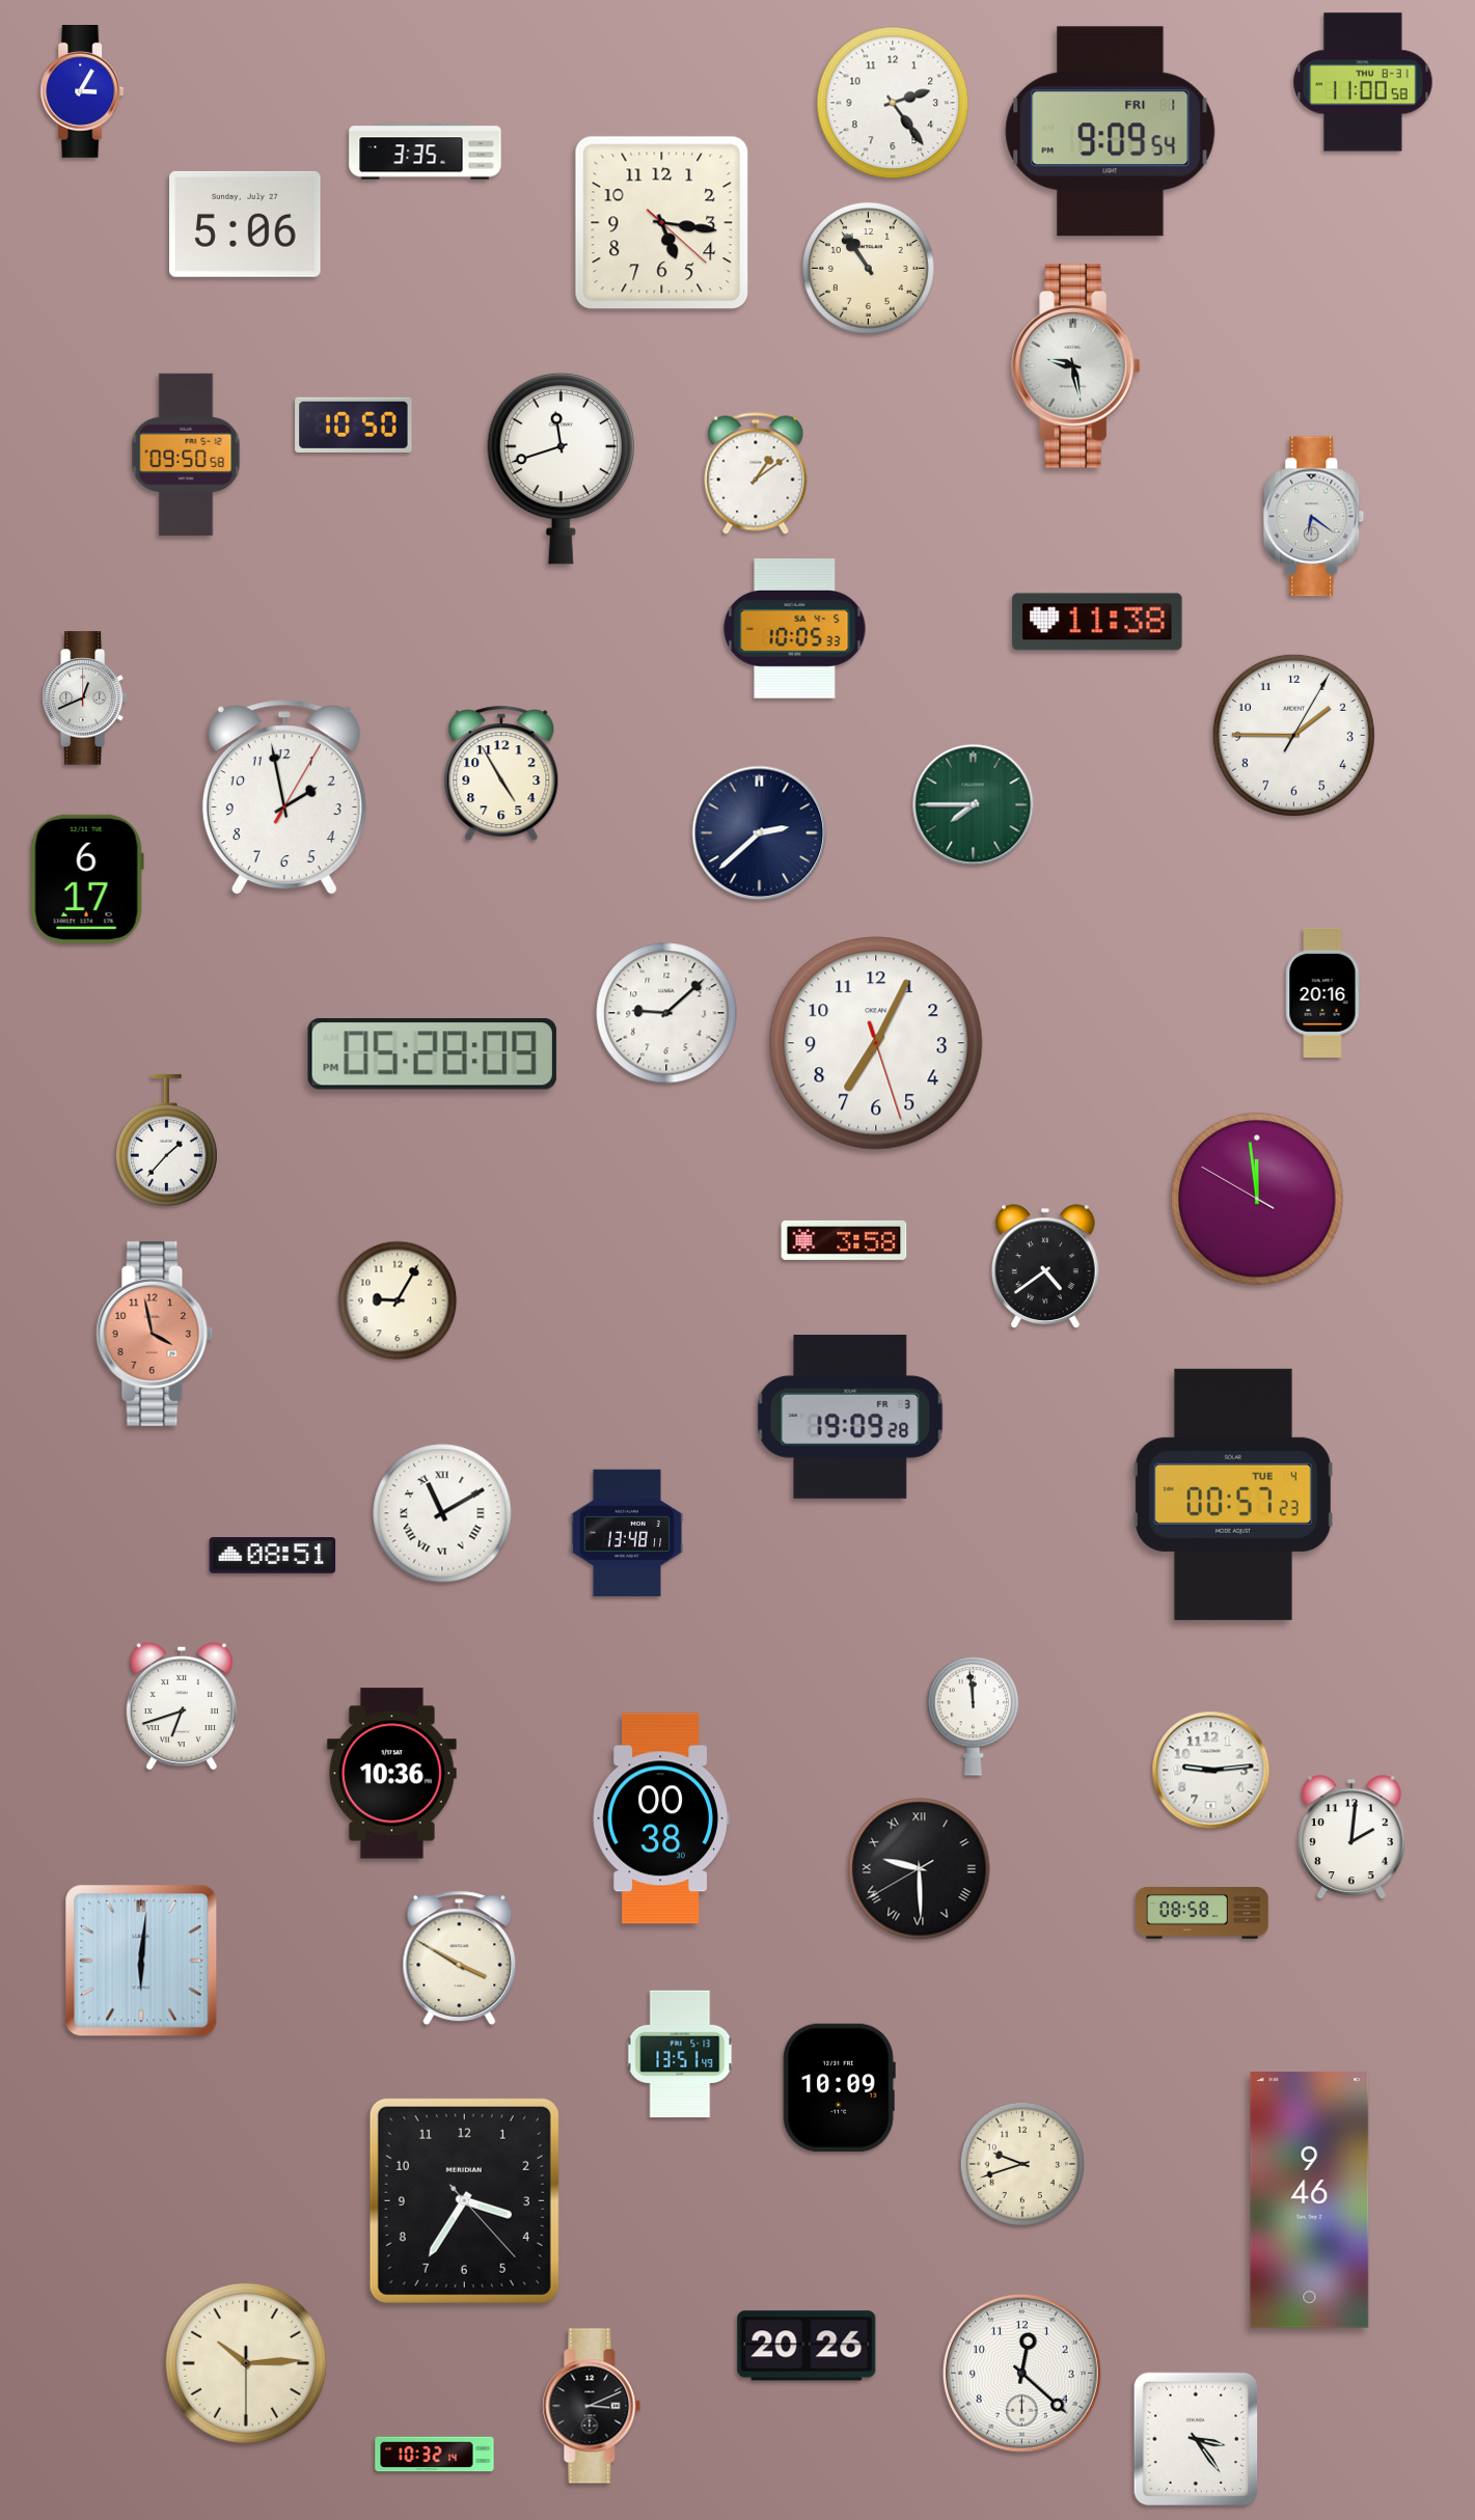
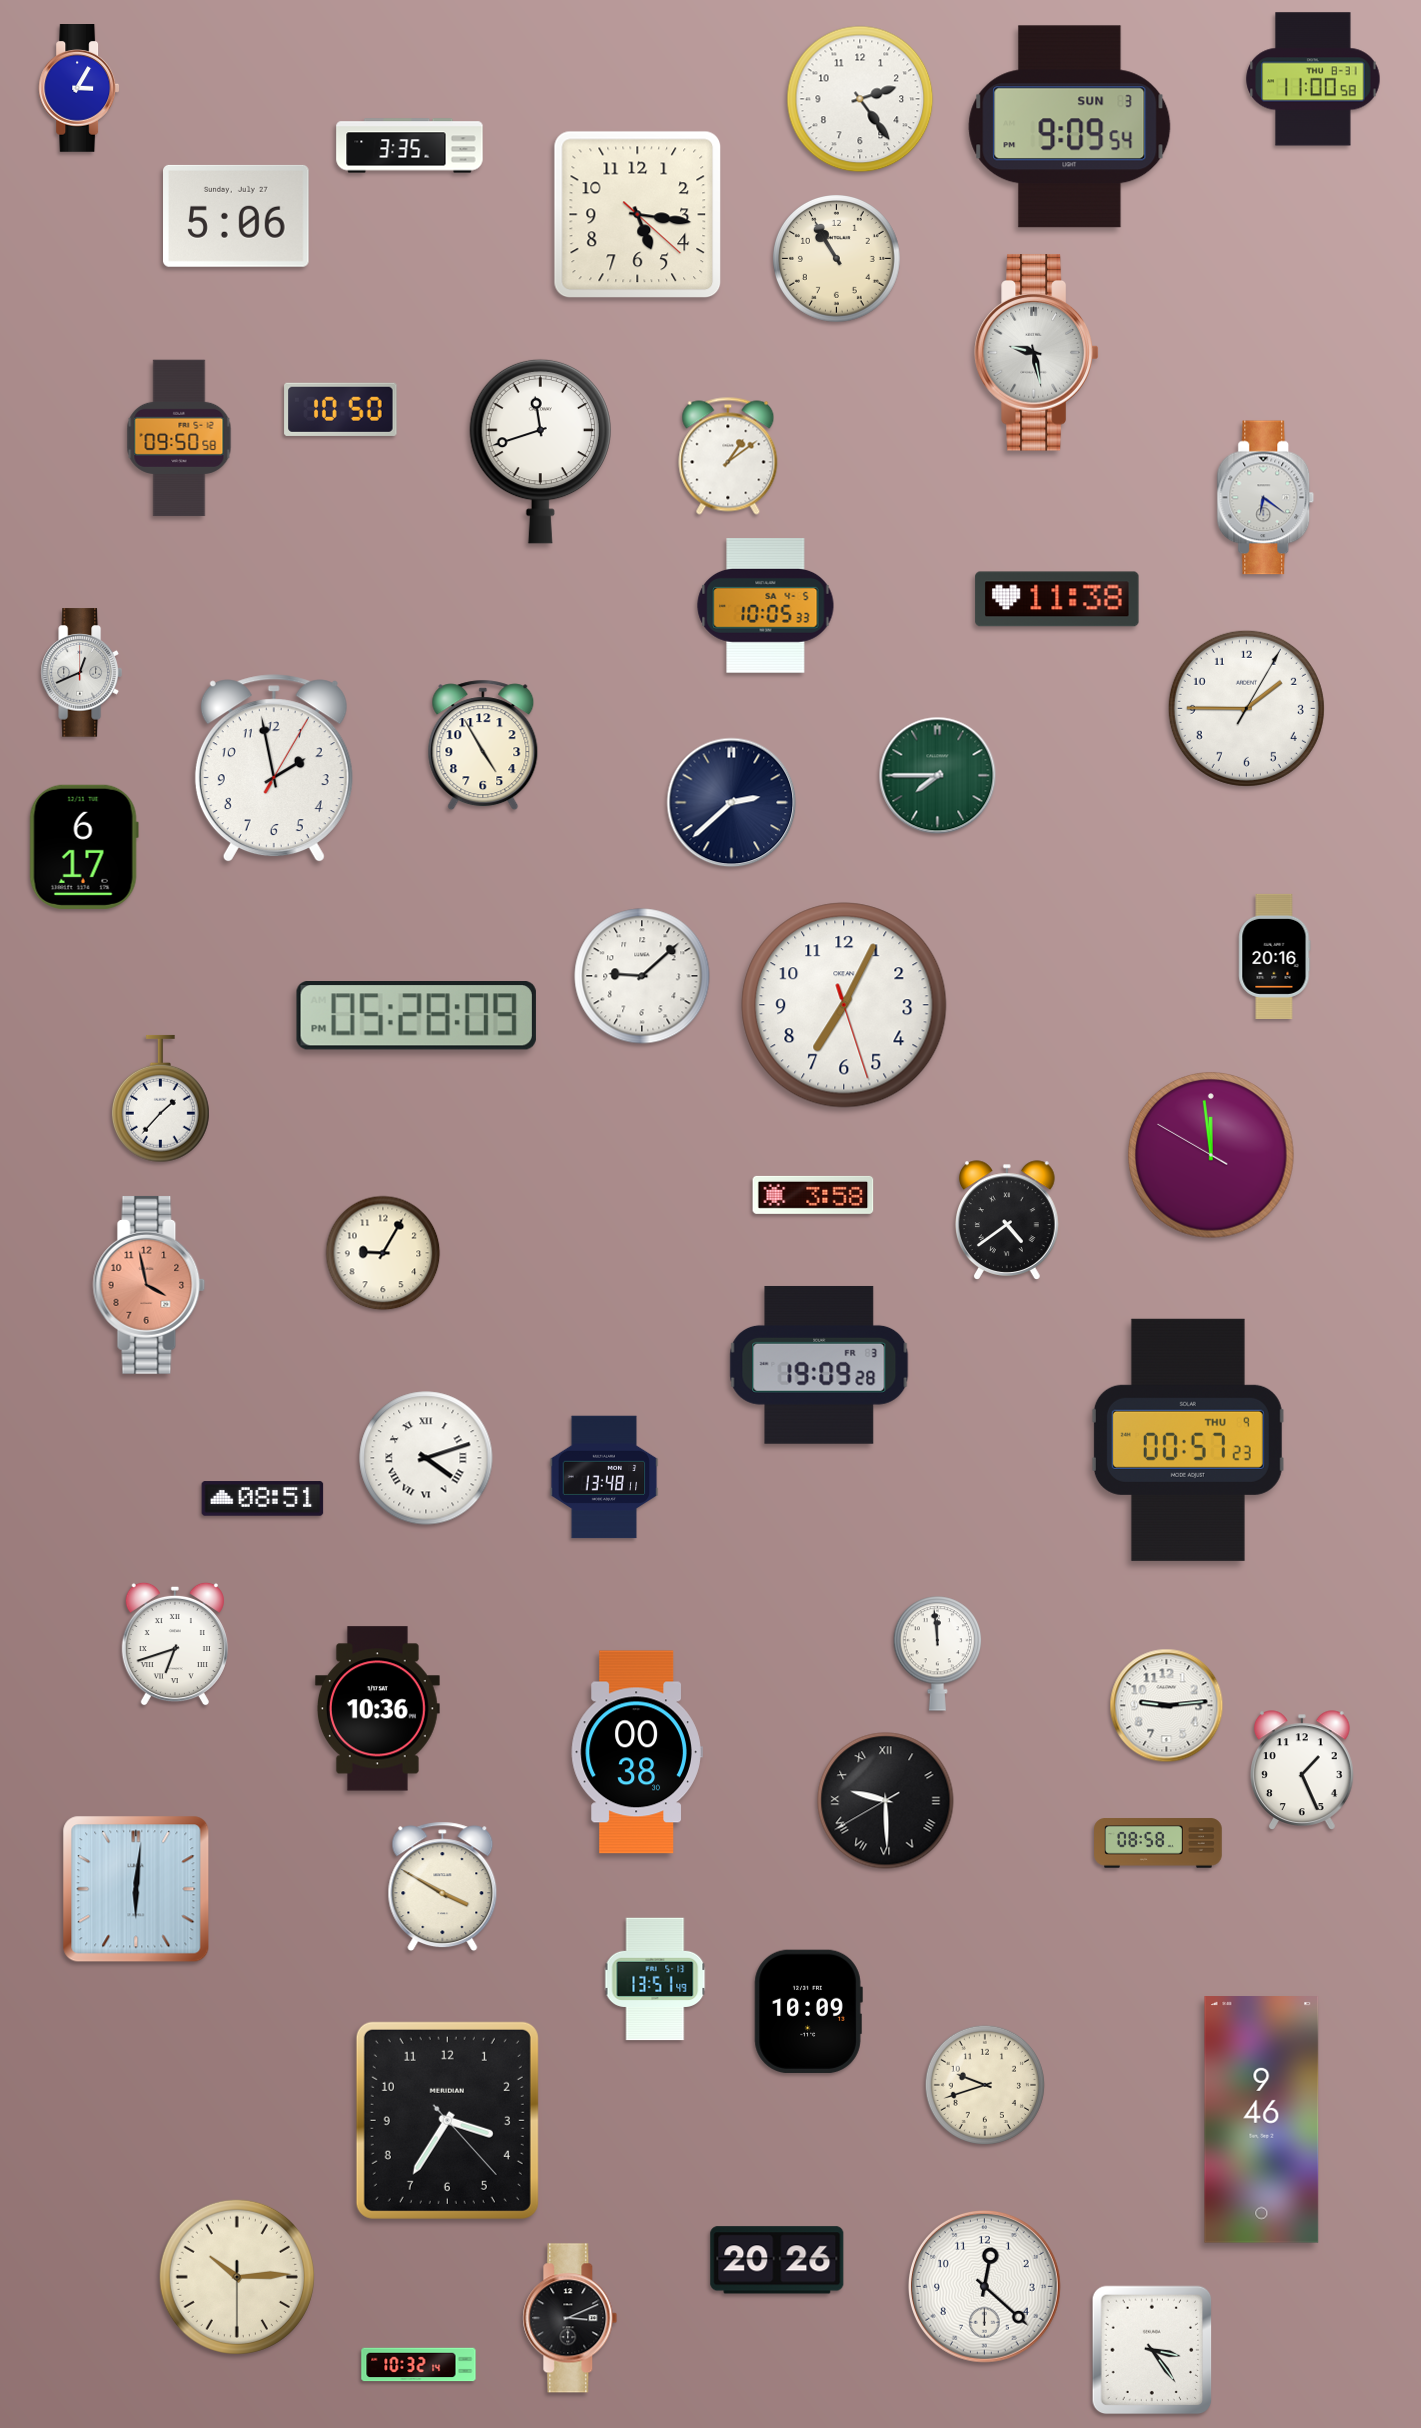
clock at (1111, 132) date: FRI 1 -> SUN 3
clock at (869, 269): 10:54 -> 10:55
clock at (1233, 1495) date: TUE 4 -> THU 9
clock at (442, 1513): 11:10 -> 4:12
clock at (1353, 1837): 2:01 -> 1:26
